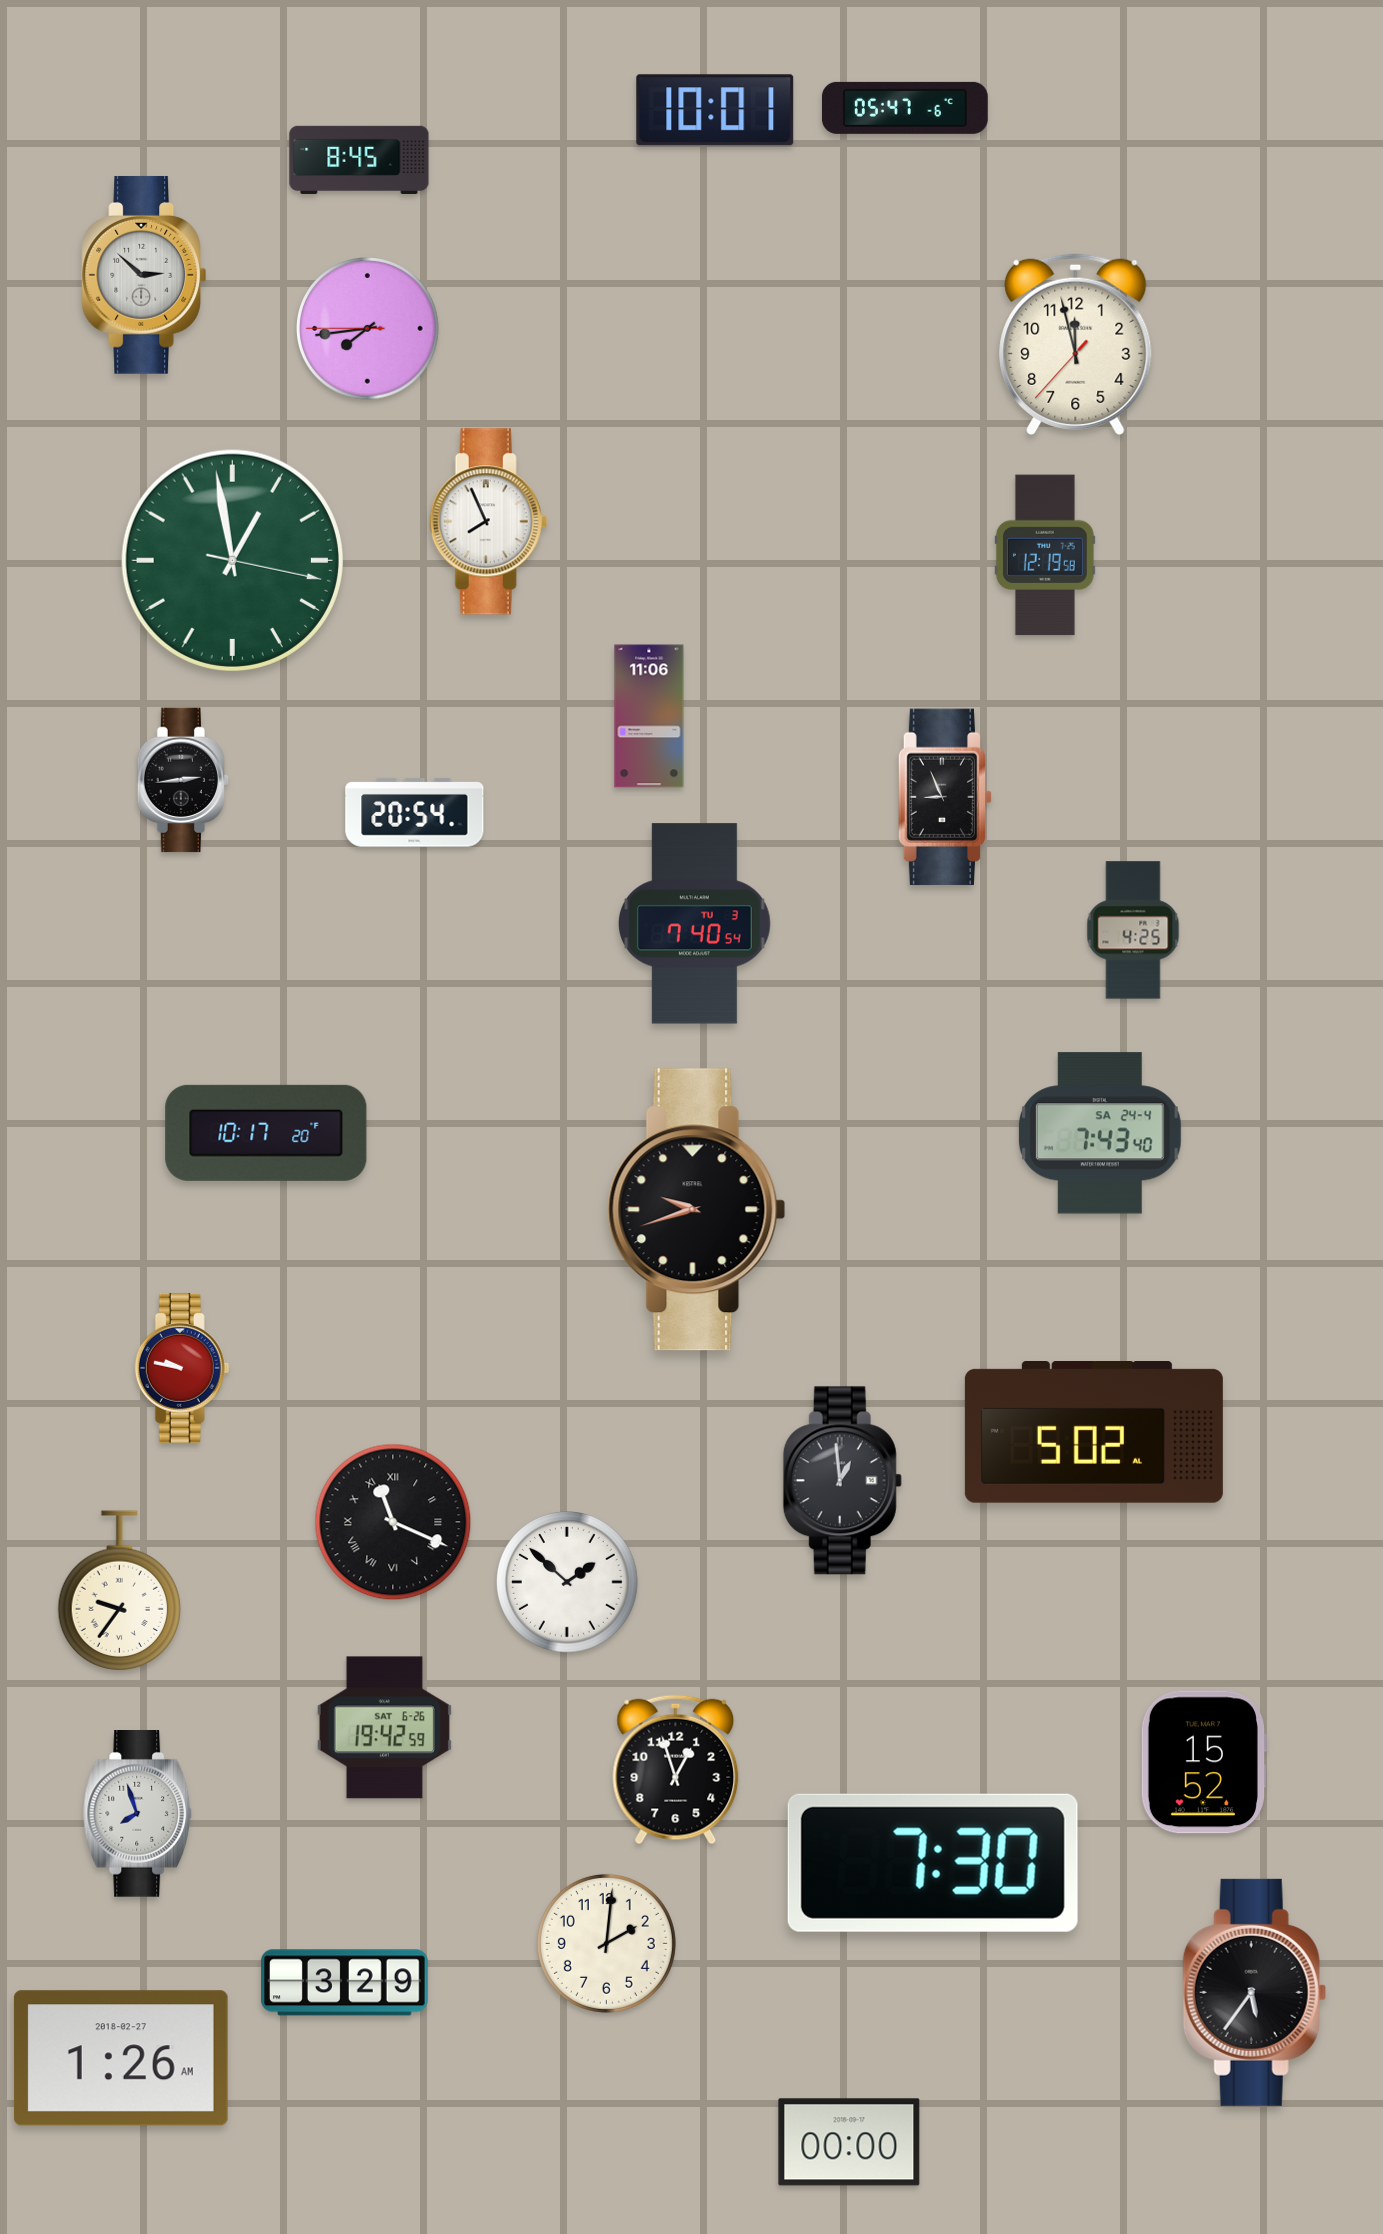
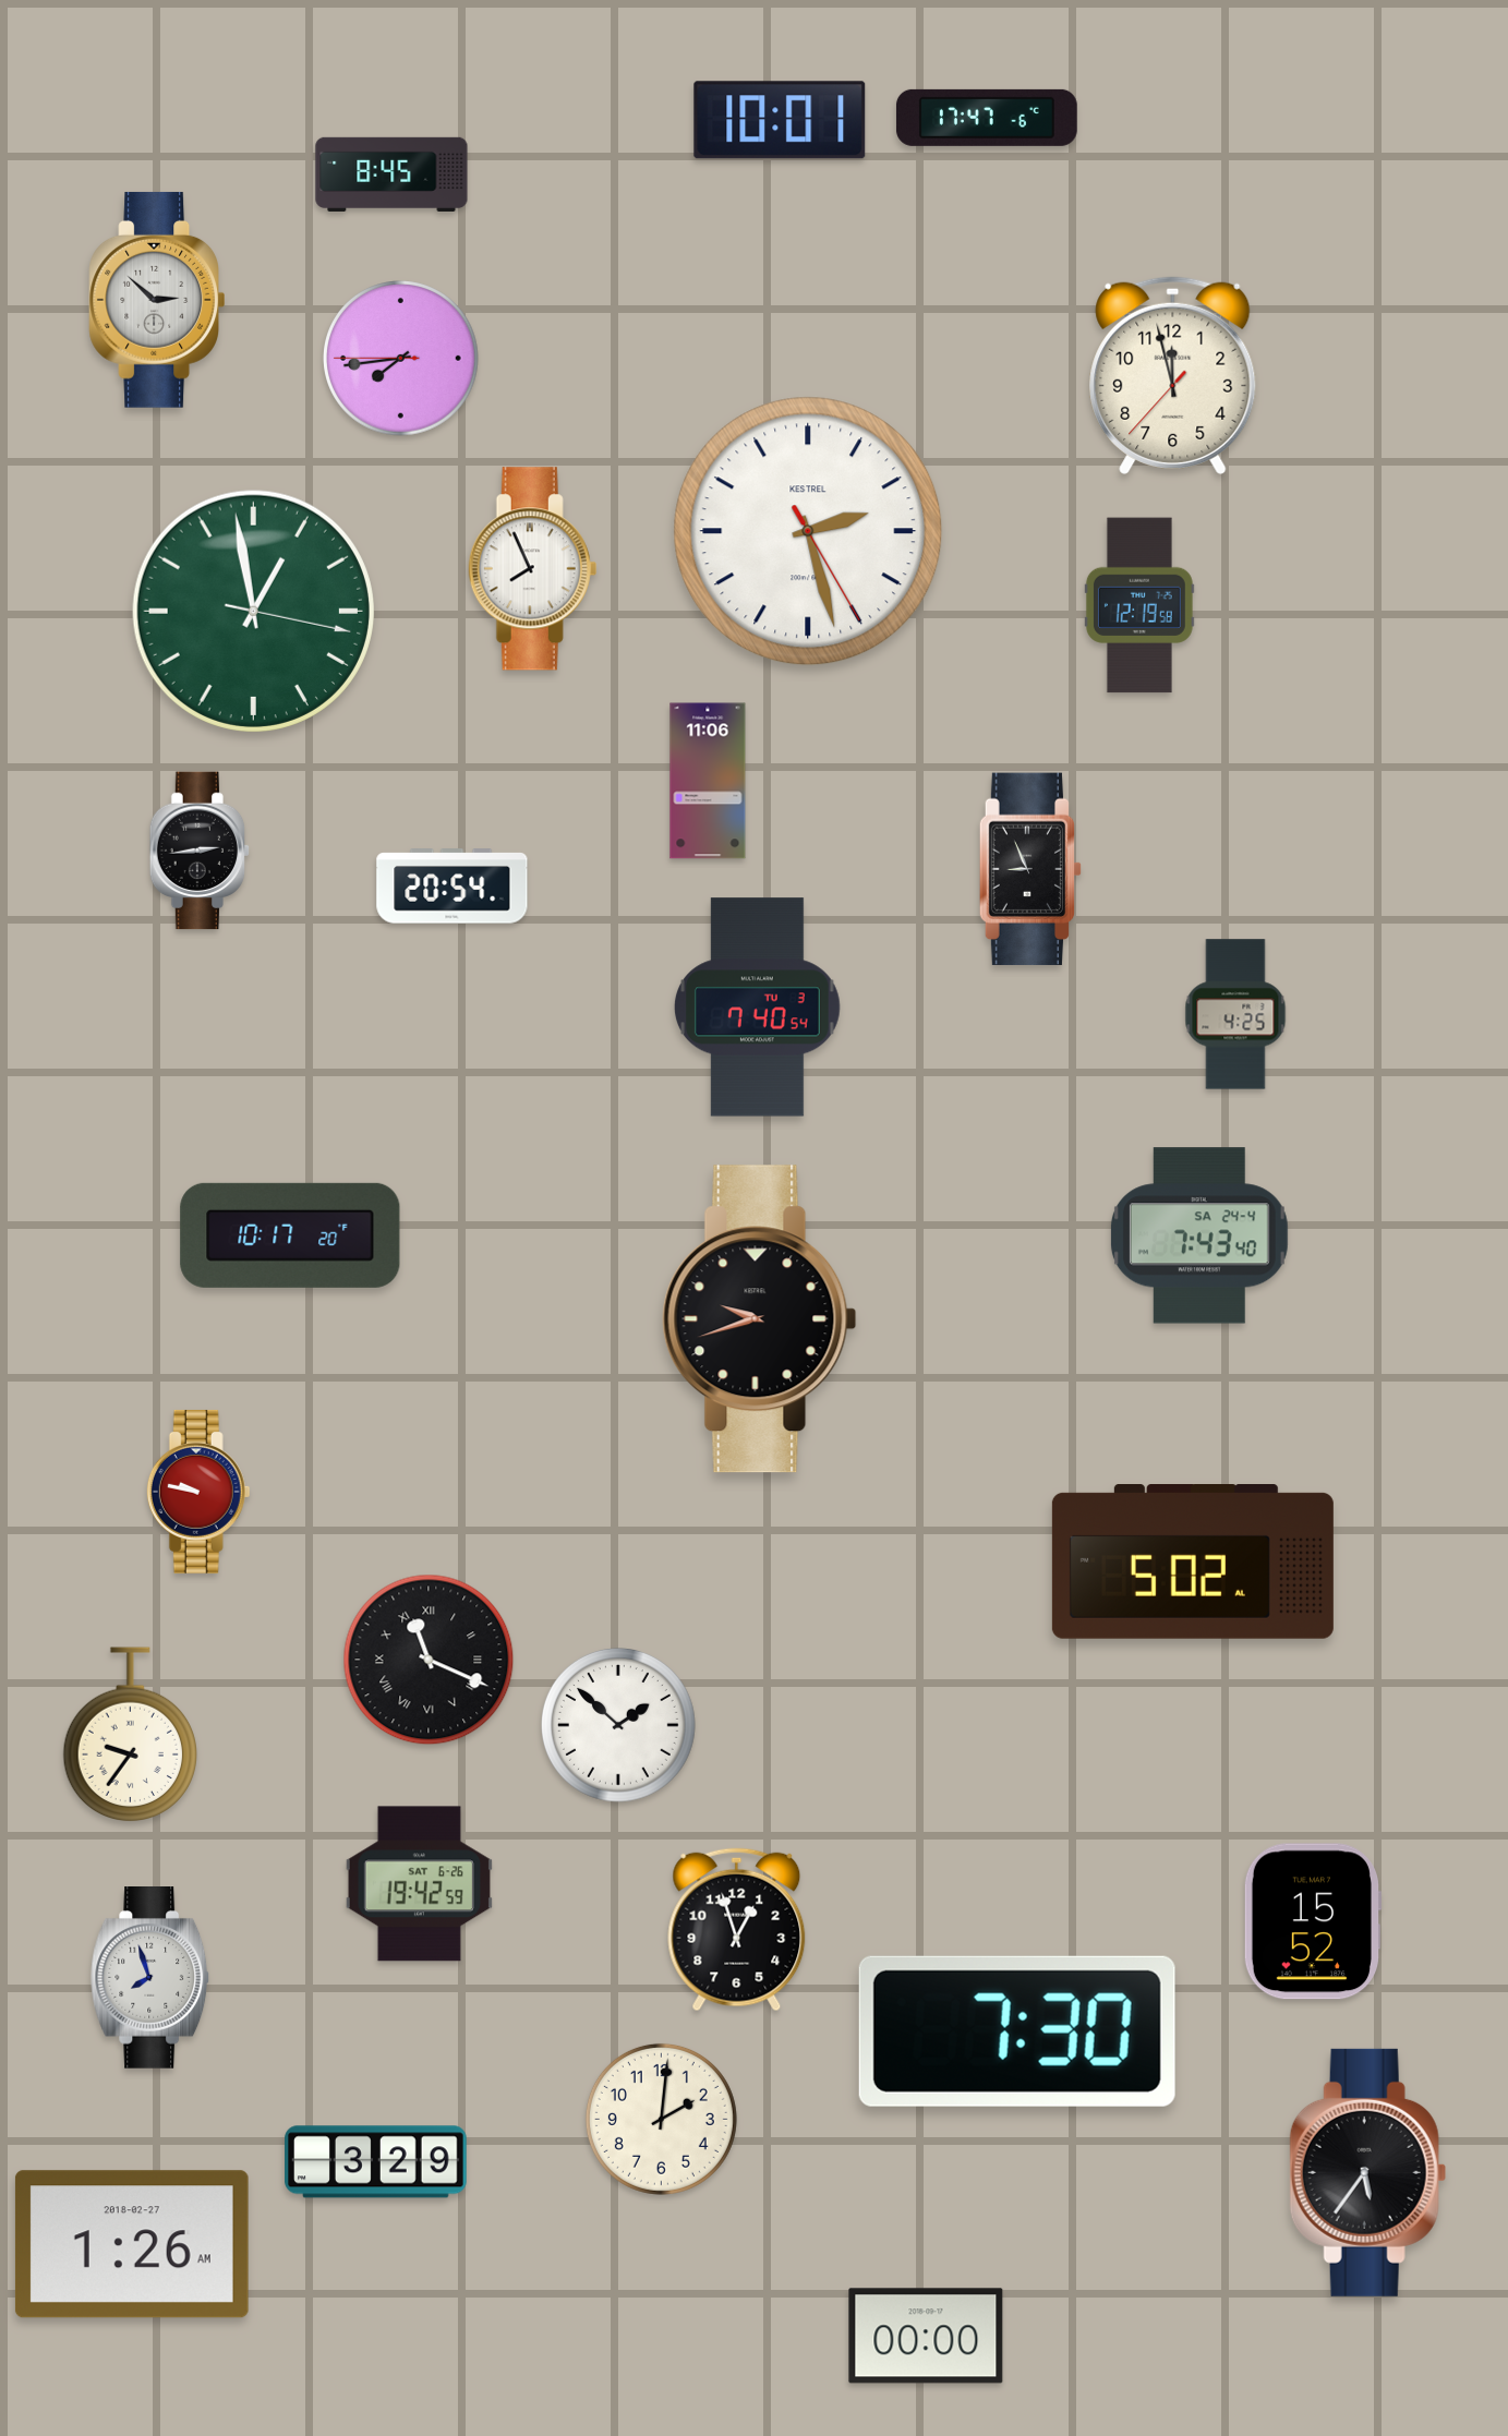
clock at (905, 108): 05:47 -> 17:47
clock at (808, 531): none -> 2:27
clock at (842, 1481): 12:59 -> none
